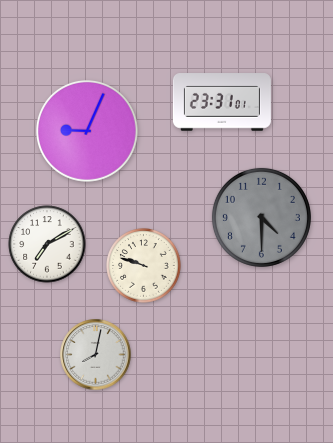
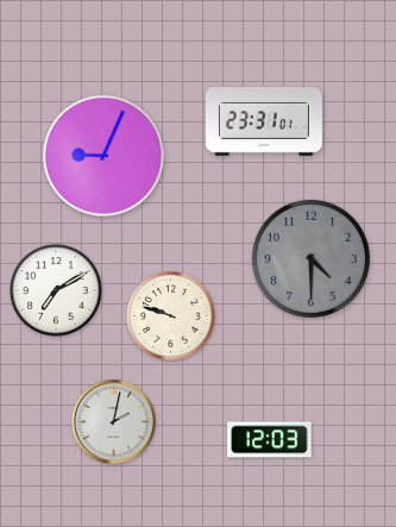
clock at (96, 355): 8:02 -> 2:02
clock at (270, 440): none -> 12:03
